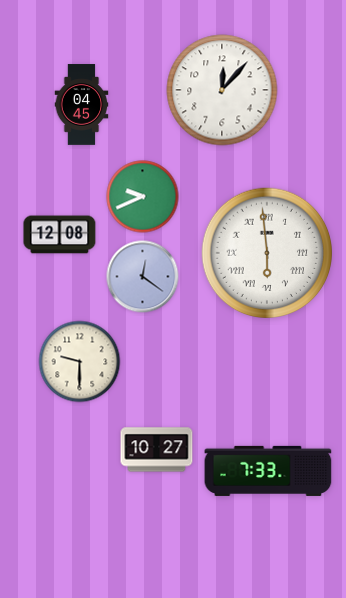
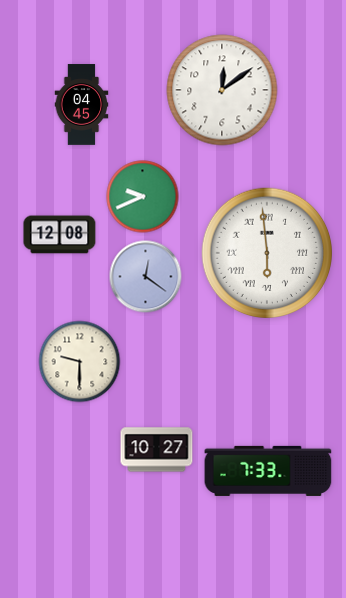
clock at (222, 90): 12:07 -> 12:09
clock at (143, 277) position: (143, 277) -> (146, 277)
